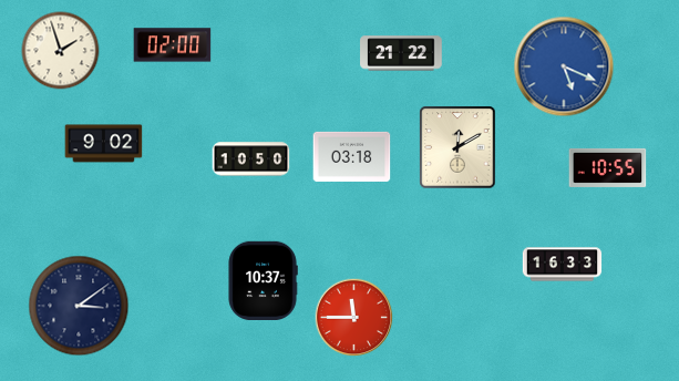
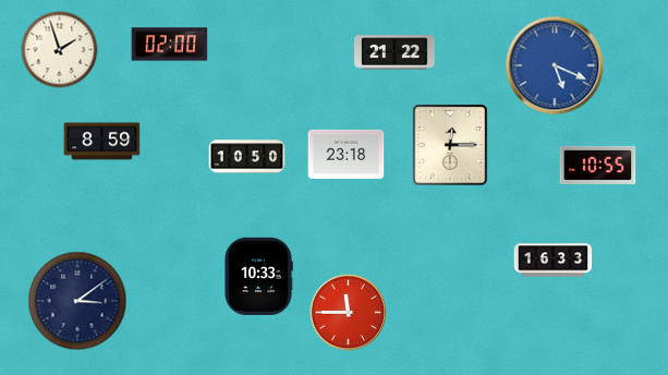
clock at (104, 144): 9:02 -> 8:59
clock at (457, 147): 12:10 -> 12:15
clock at (352, 156): 03:18 -> 23:18
clock at (263, 280): 10:37 -> 10:33
